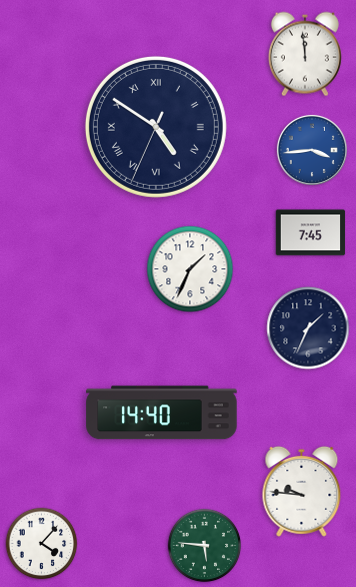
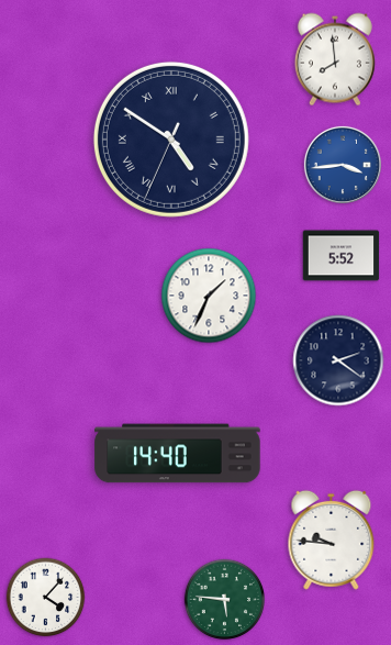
clock at (305, 54): 11:59 -> 7:59
clock at (311, 233): 7:45 -> 5:52
clock at (308, 328): 1:34 -> 2:21
